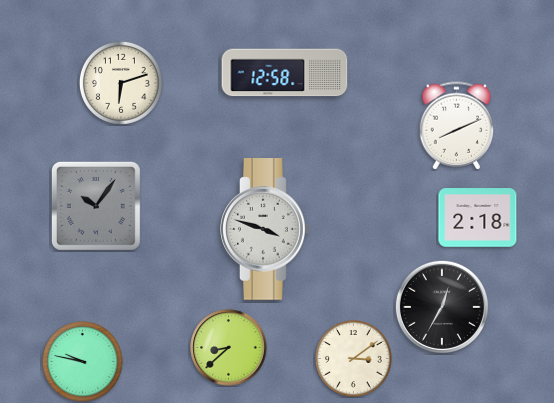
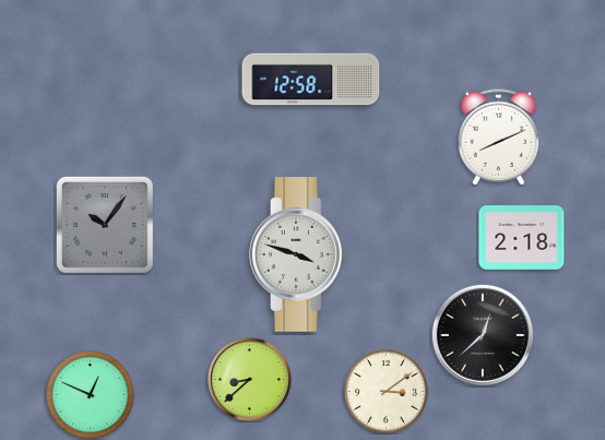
clock at (121, 83): 6:12 -> none
clock at (266, 230) position: (266, 230) -> (299, 255)
clock at (442, 307): 12:35 -> 12:38
clock at (82, 361): 9:47 -> 12:49
